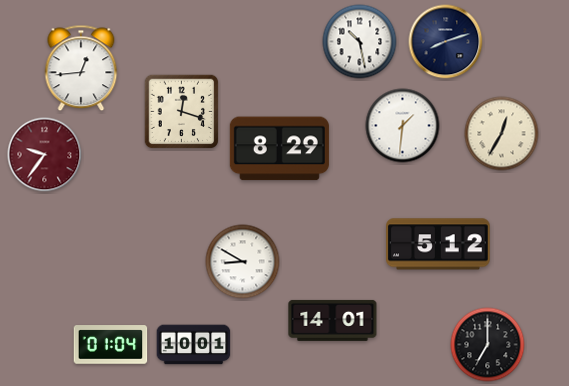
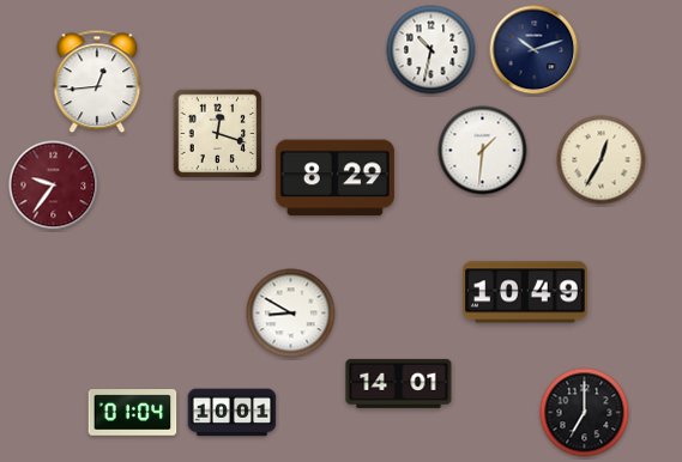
clock at (360, 42): 10:28 -> 10:32
clock at (446, 42): 8:12 -> 10:12
clock at (438, 244): 5:12 -> 10:49
